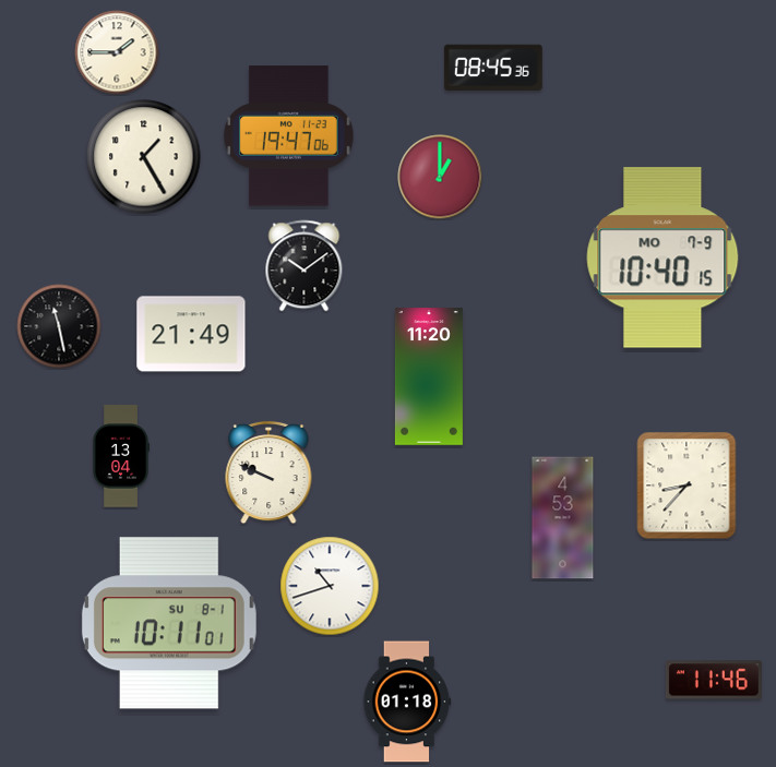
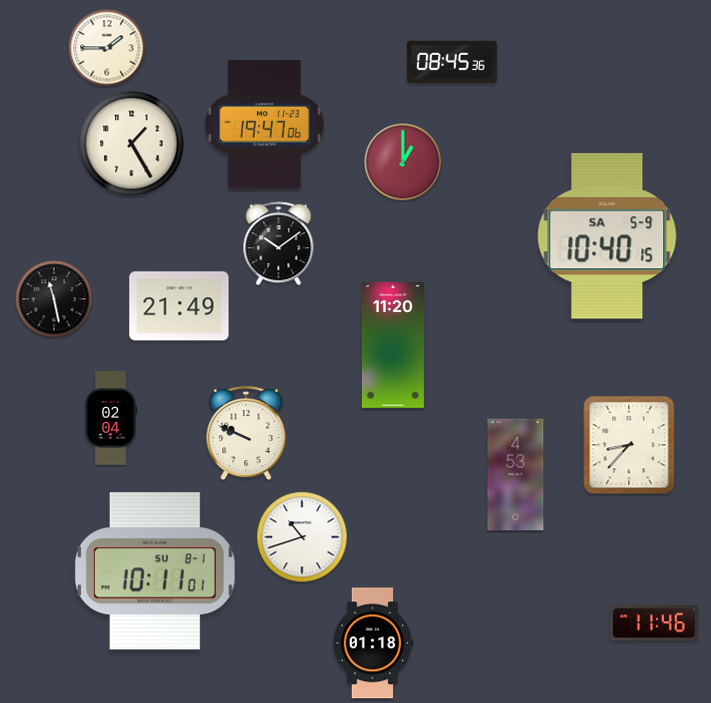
clock at (662, 257) date: MO 7-9 -> SA 5-9
clock at (191, 334) position: (191, 334) -> (179, 306)
clock at (120, 456): 13:04 -> 02:04
